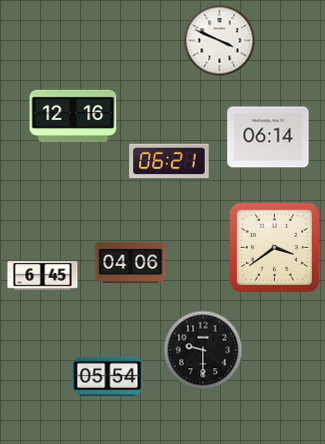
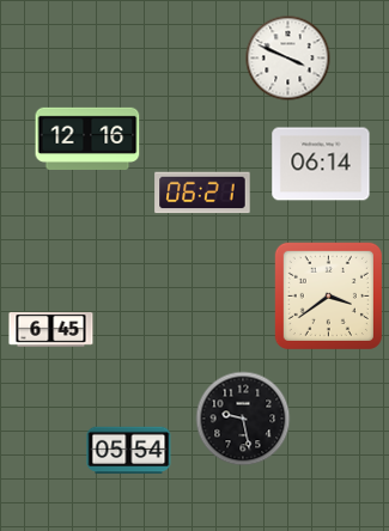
clock at (220, 41) position: (220, 41) -> (288, 59)
clock at (131, 262): 04:06 -> none
clock at (203, 350): 9:30 -> 9:28
